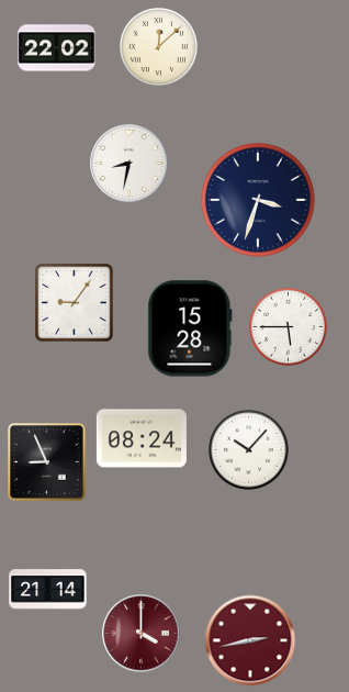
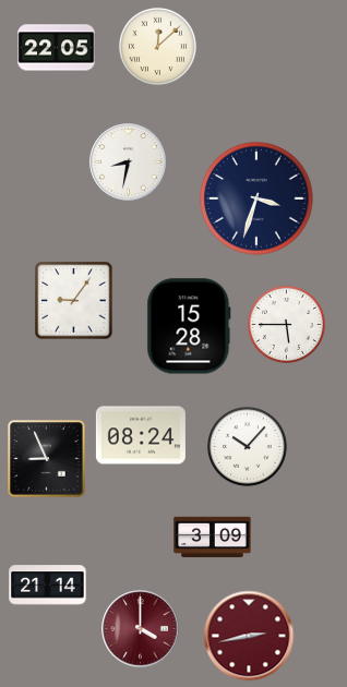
clock at (57, 48): 22:02 -> 22:05
clock at (213, 538): none -> 3:09
